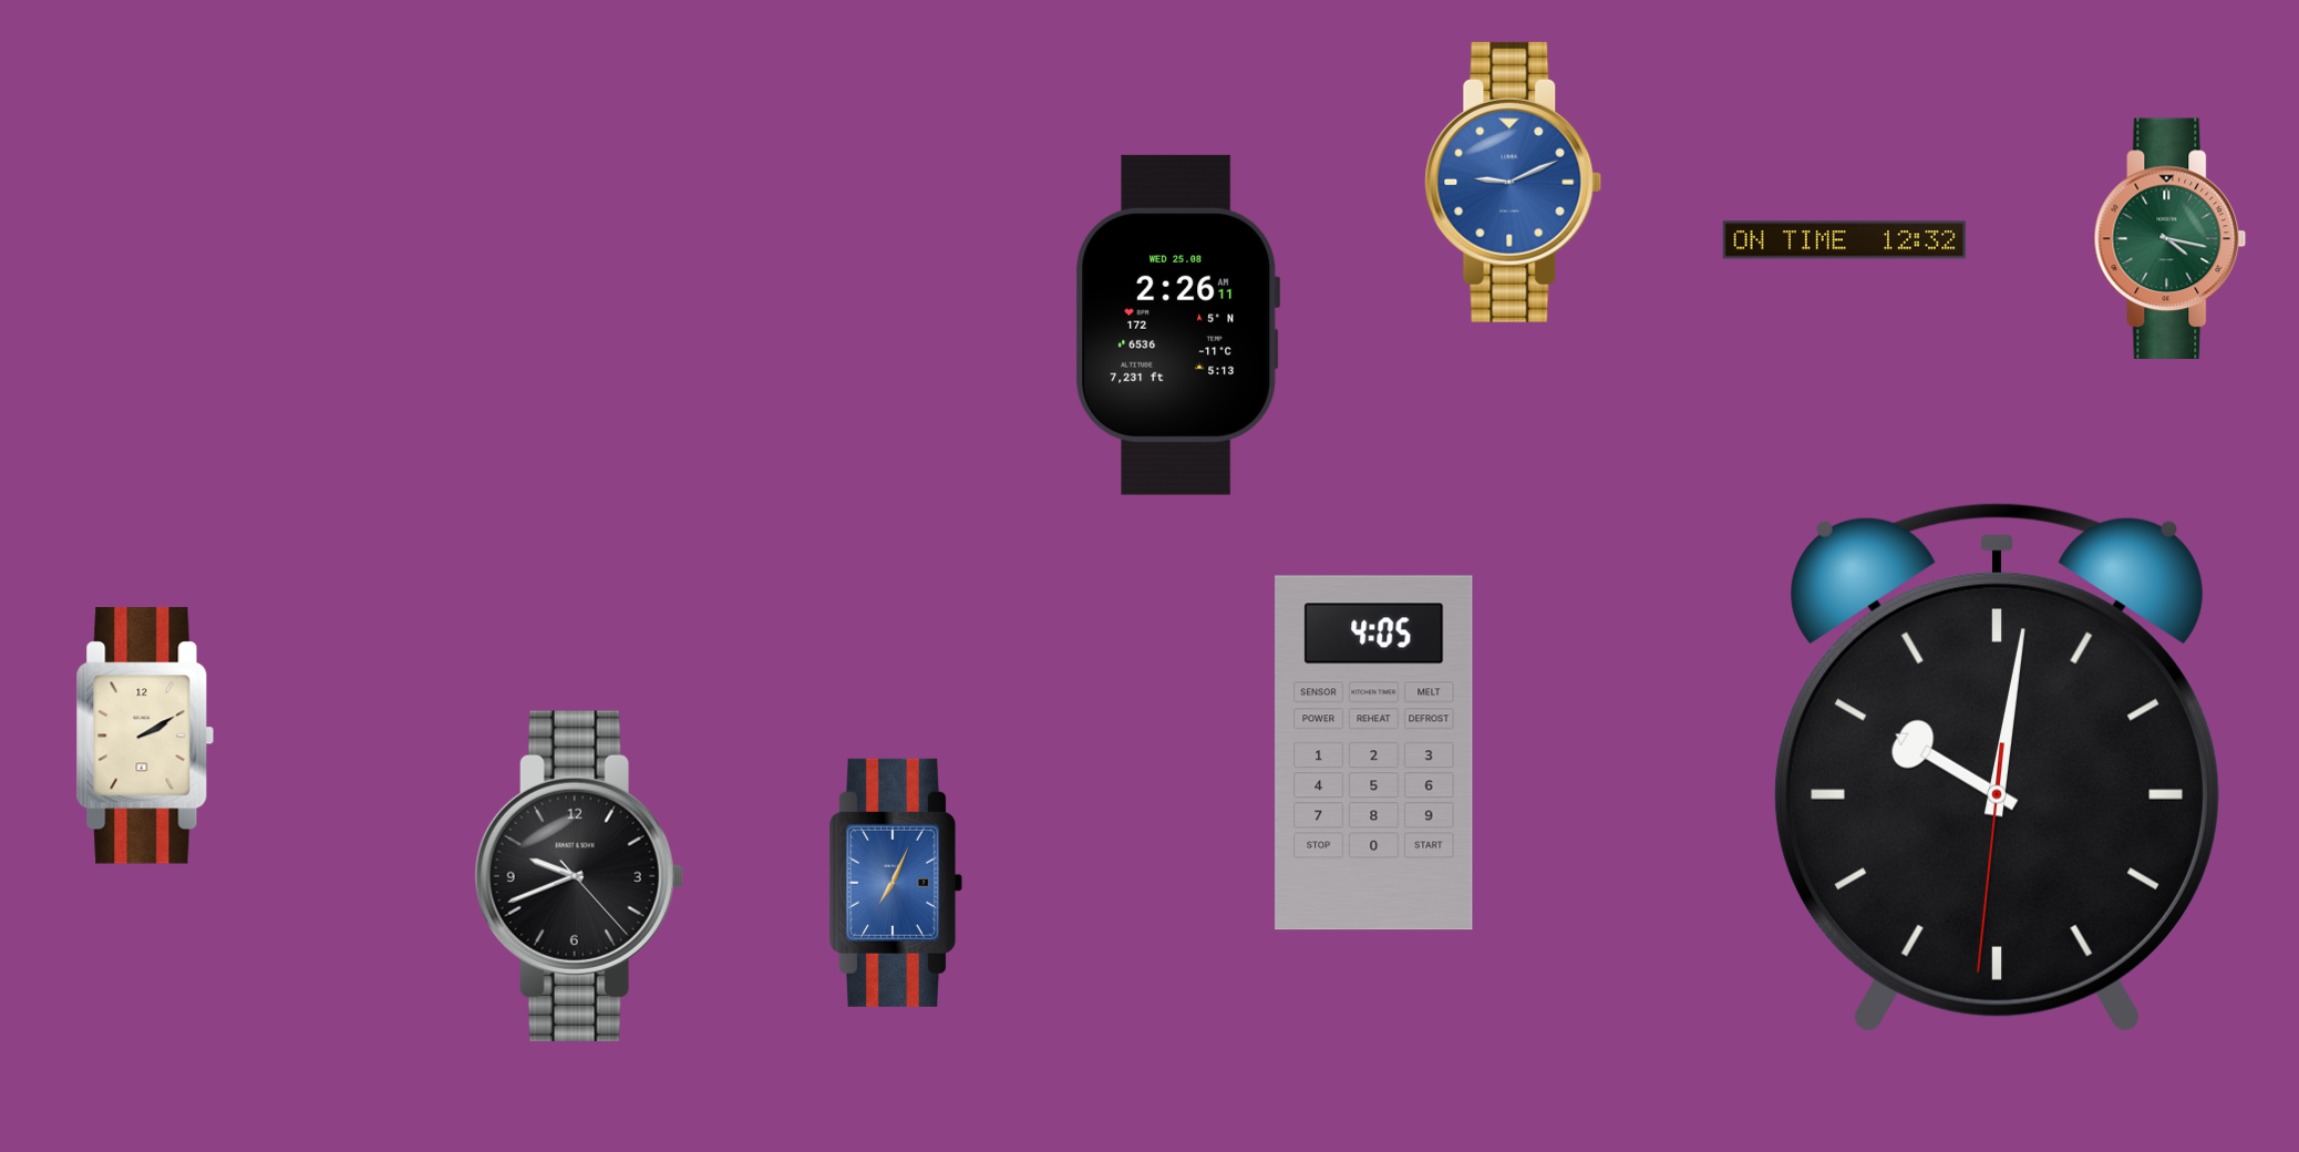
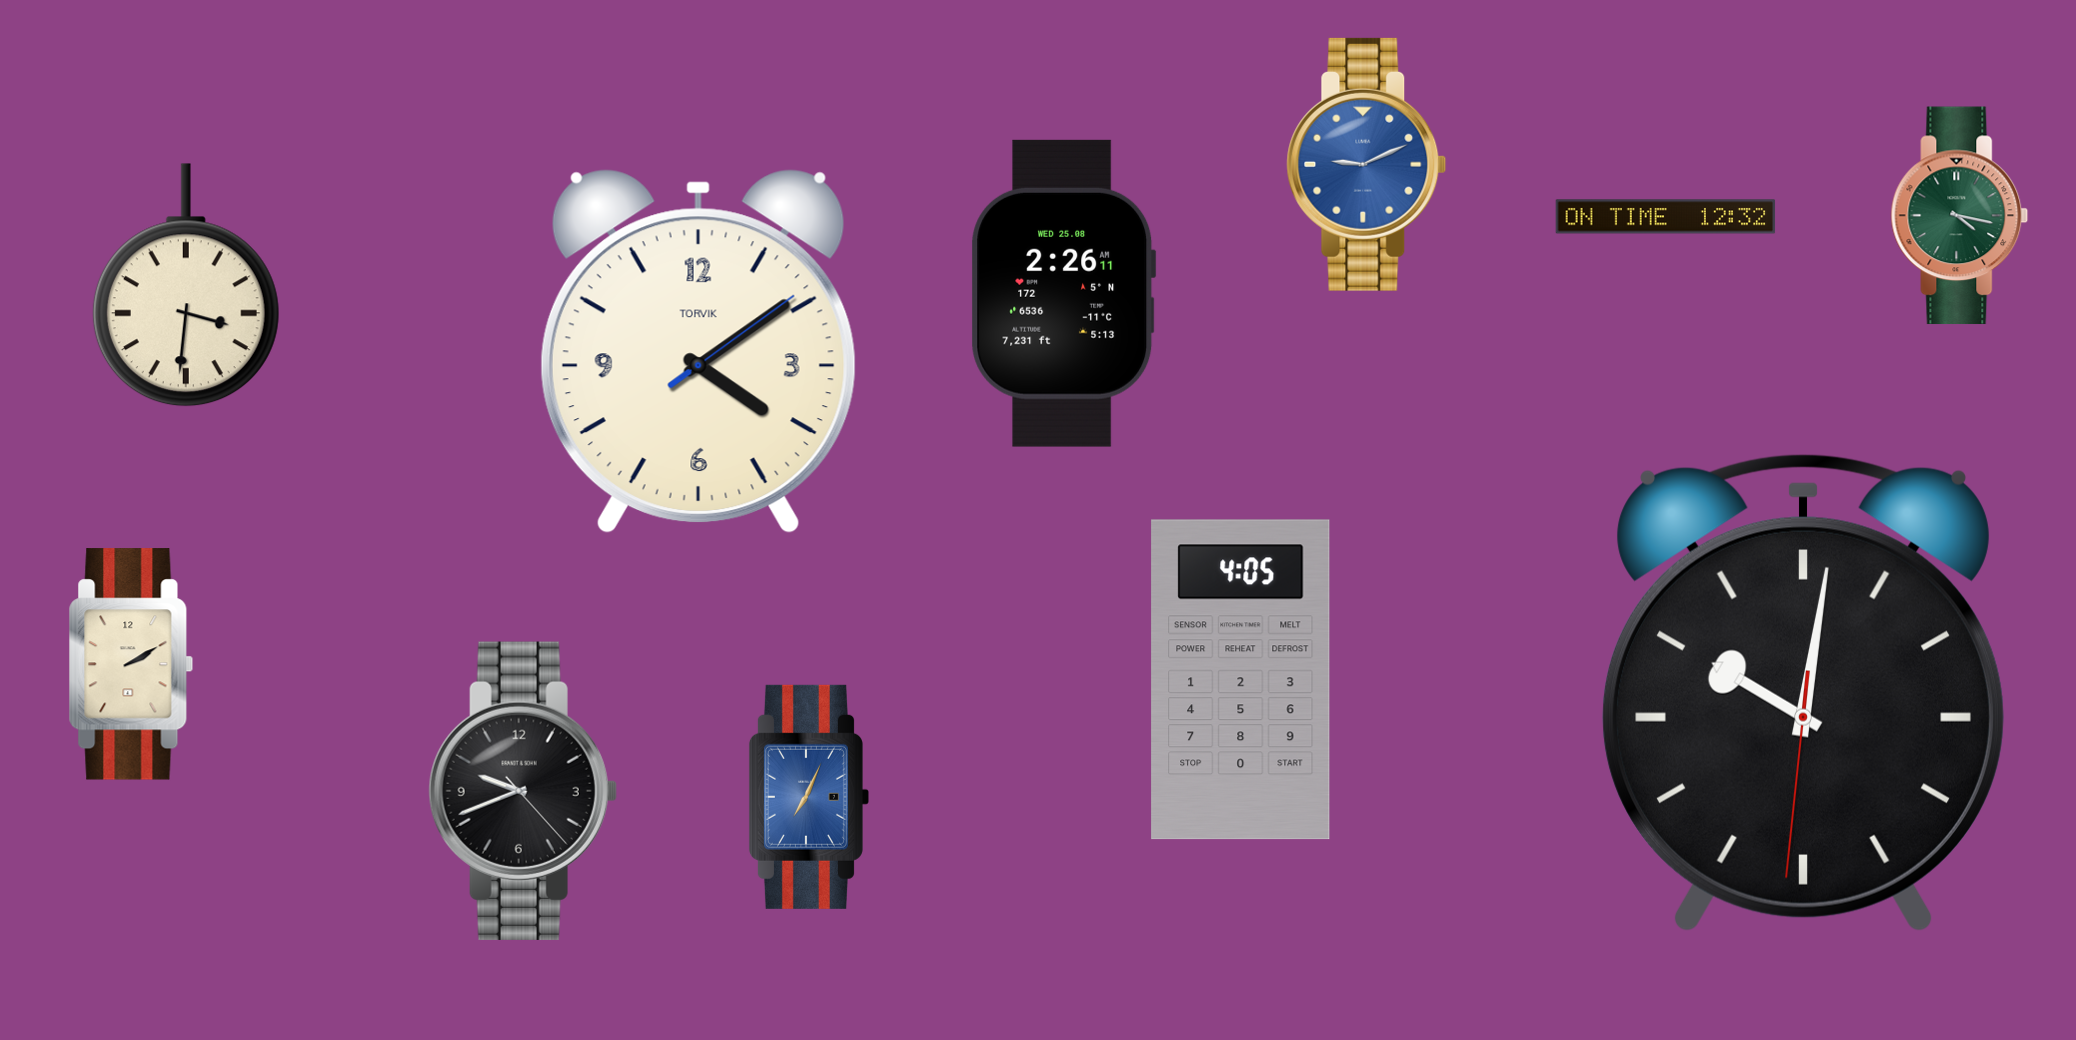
clock at (186, 285): none -> 3:31
clock at (698, 352): none -> 4:09
